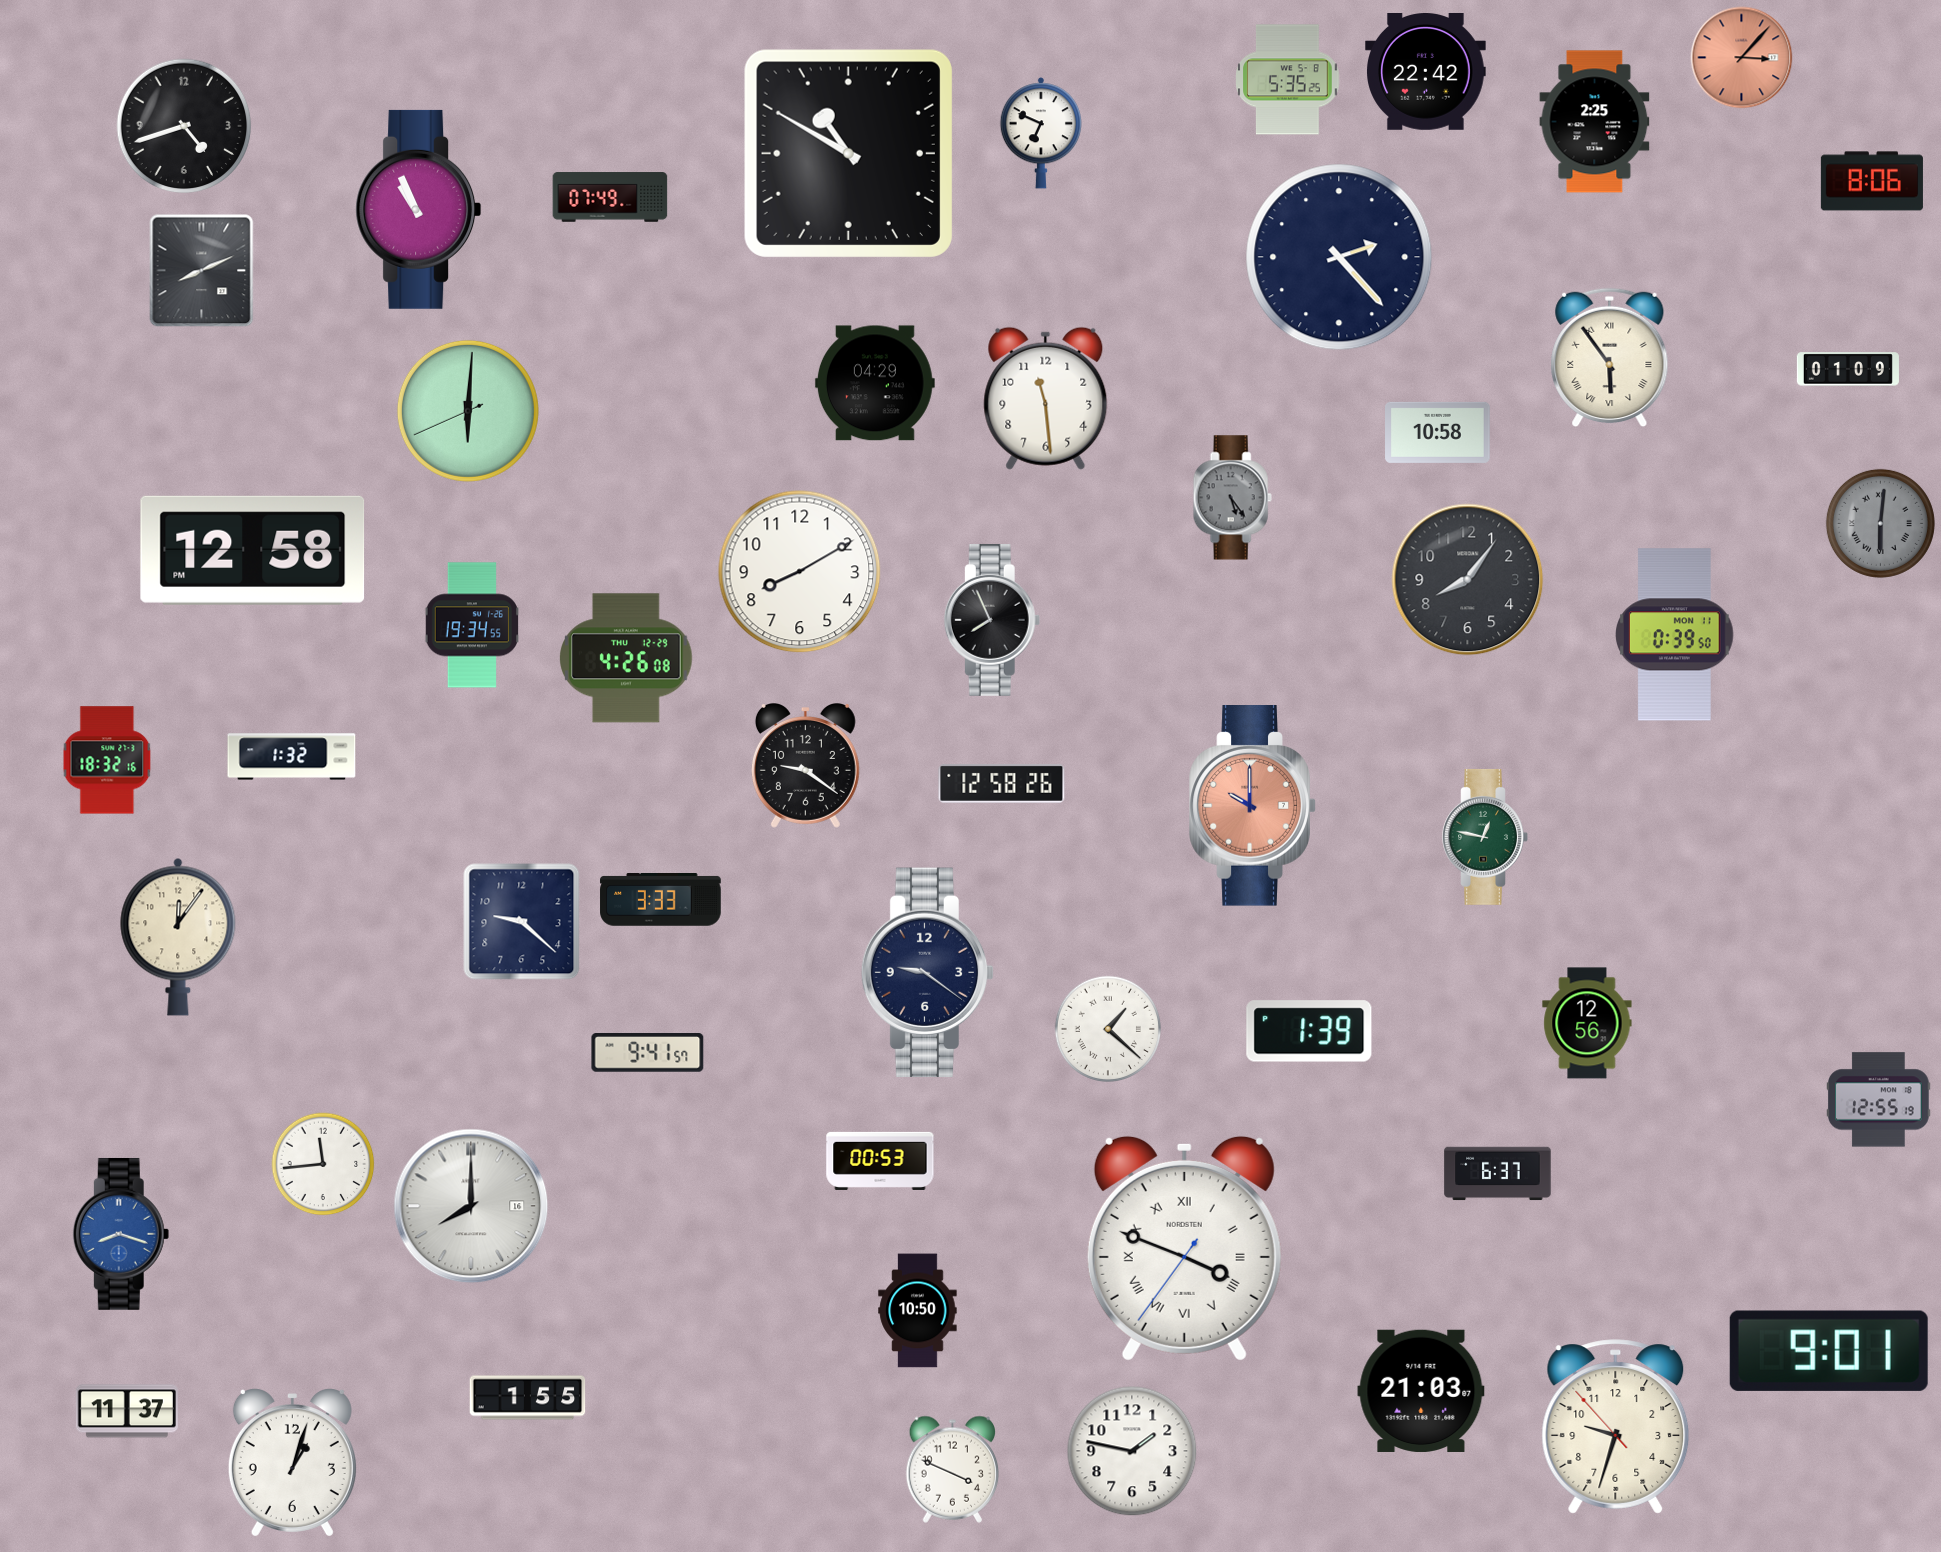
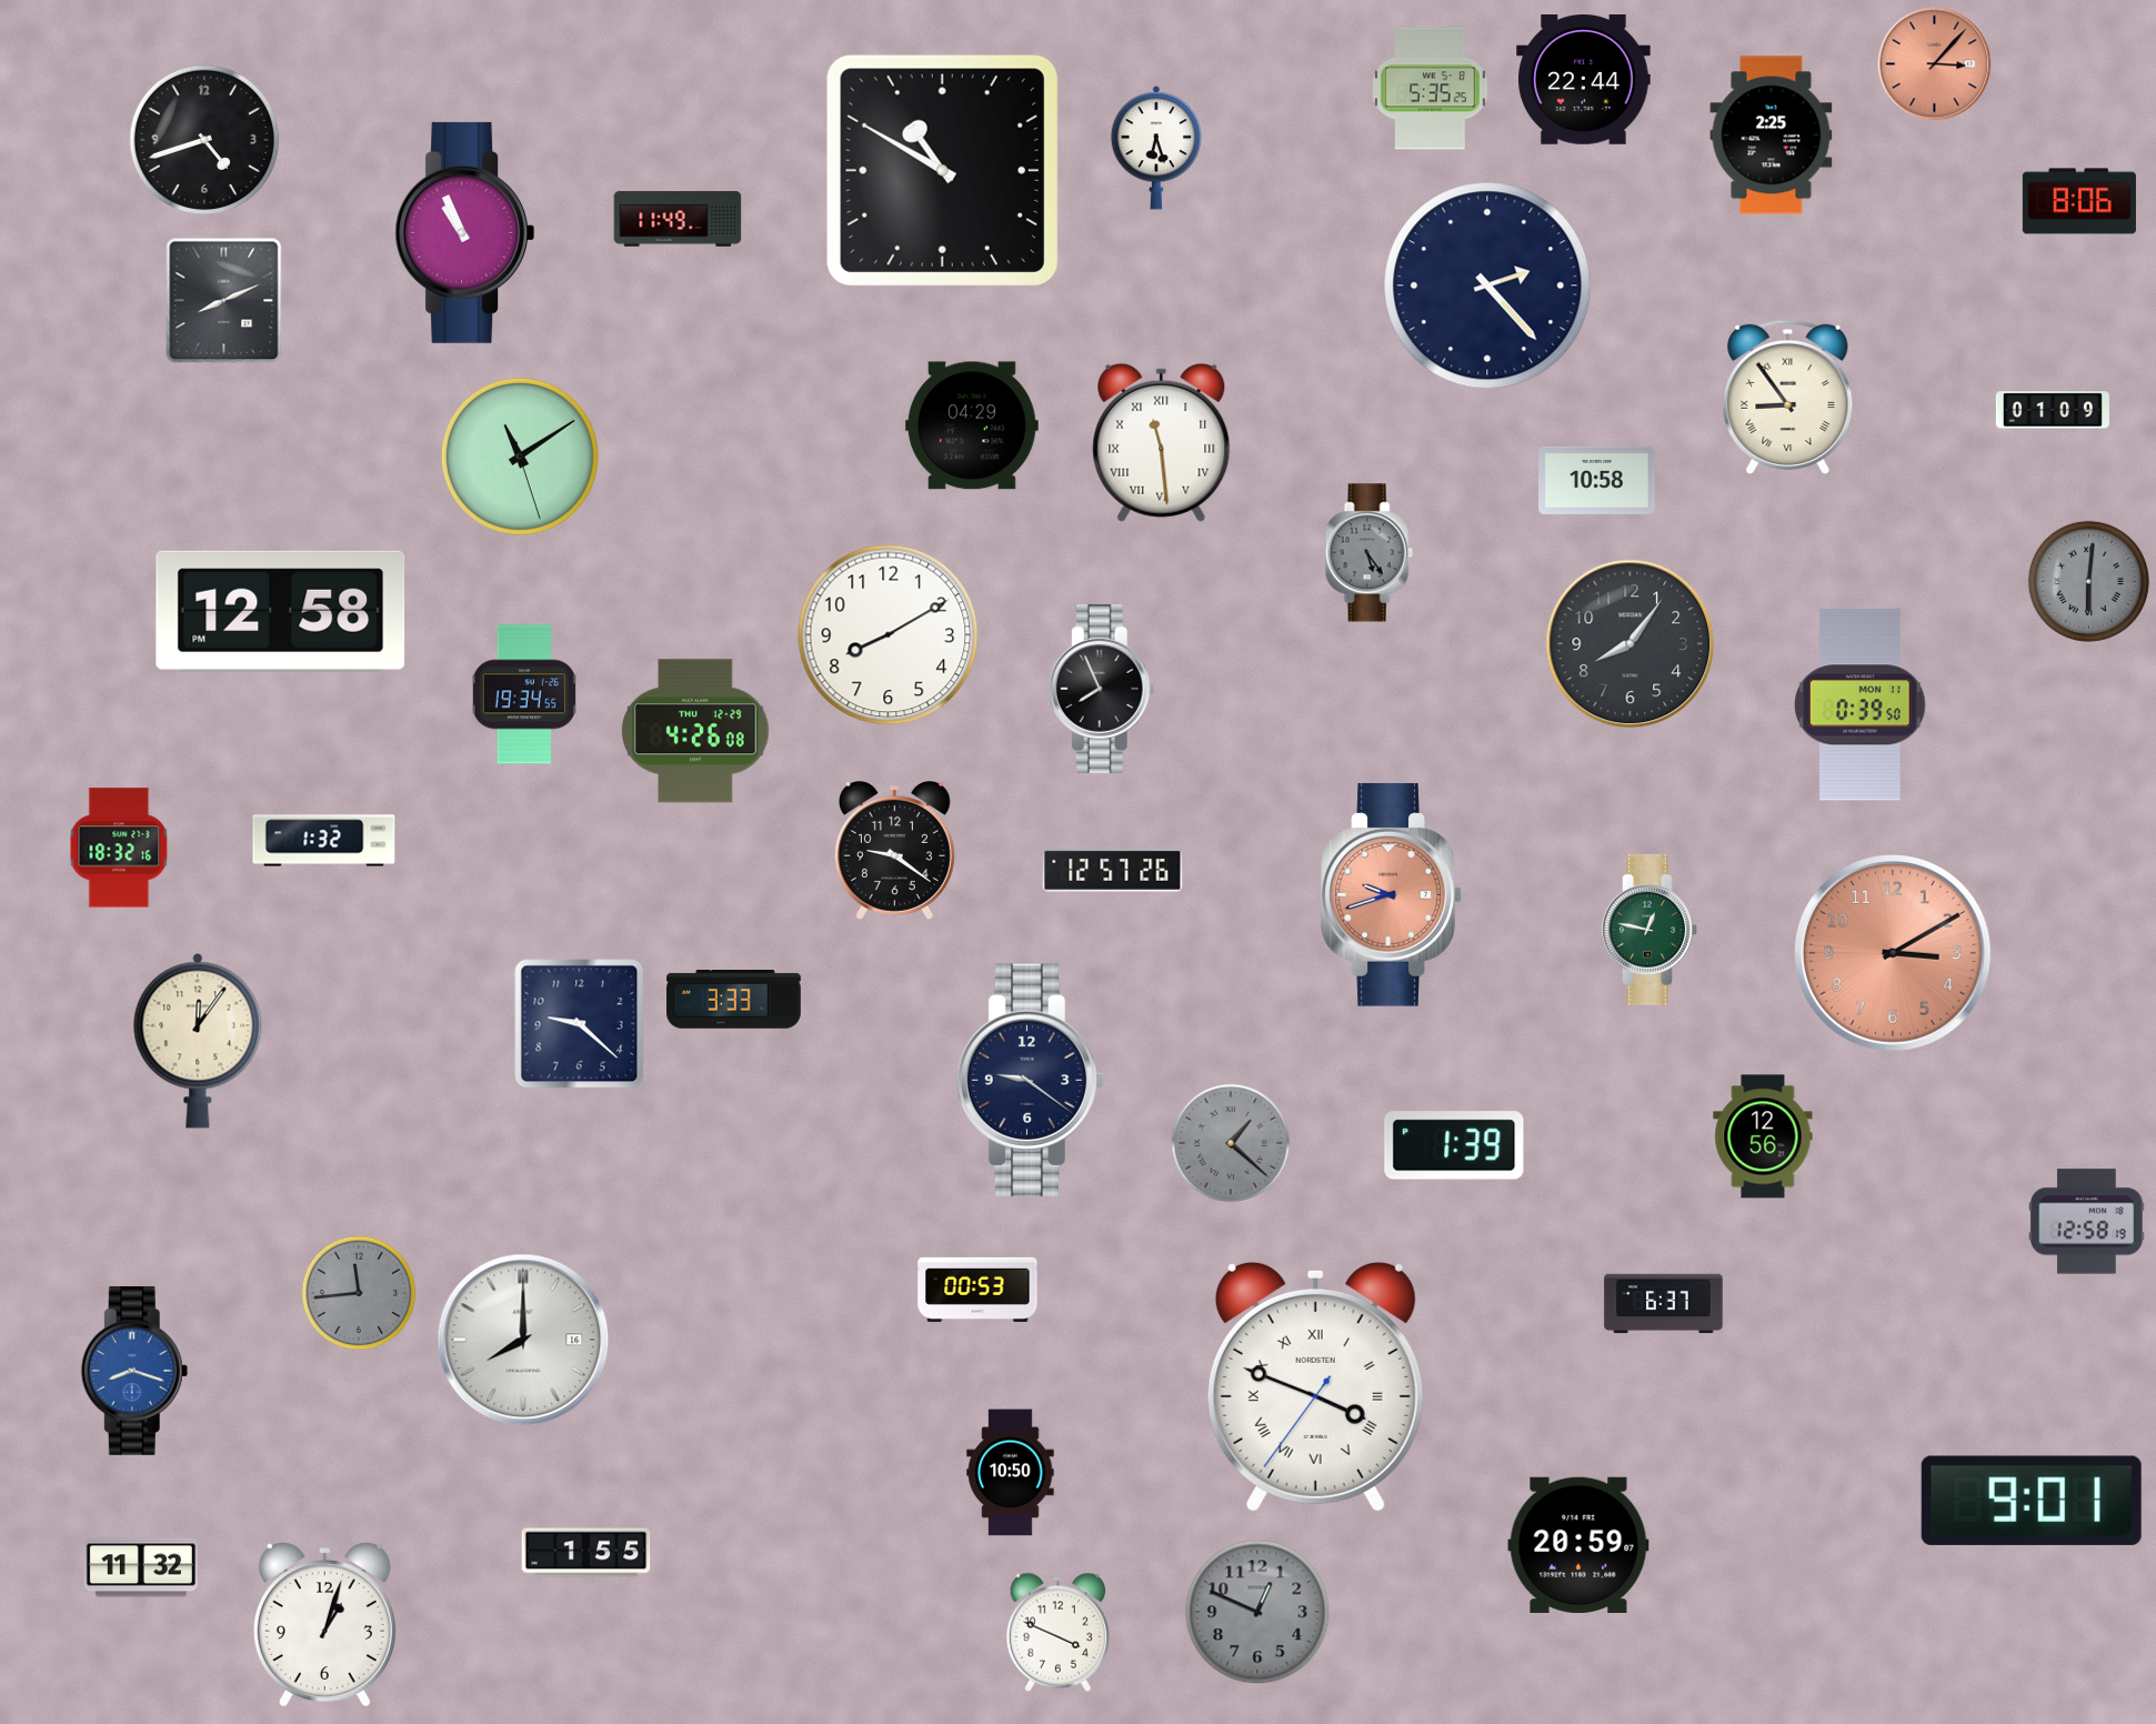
clock at (1426, 72): 22:42 -> 22:44
clock at (1040, 133): 6:49 -> 6:27
clock at (610, 197): 07:49 -> 11:49
clock at (1610, 358): 5:54 -> 8:54
clock at (1046, 398) numerals: Arabic -> Roman
clock at (468, 411): 6:00 -> 11:09
clock at (107, 760) position: (107, 760) -> (119, 848)
clock at (1002, 784): 12:58 -> 12:57
clock at (1253, 806): 10:00 -> 9:42
clock at (1894, 954): none -> 3:10
clock at (1107, 1028) dial: white -> grey
clock at (648, 1053): 9:41 -> none
clock at (1879, 1100): 12:55 -> 12:58
clock at (323, 1164) dial: white -> grey
clock at (918, 1311) position: (918, 1311) -> (1011, 1473)
clock at (1421, 1391): 21:03 -> 20:59
clock at (127, 1411): 11:37 -> 11:32
clock at (1616, 1427): 9:32 -> none
clock at (1132, 1451): 1:47 -> 12:49
clock at (1132, 1451) dial: white -> grey
